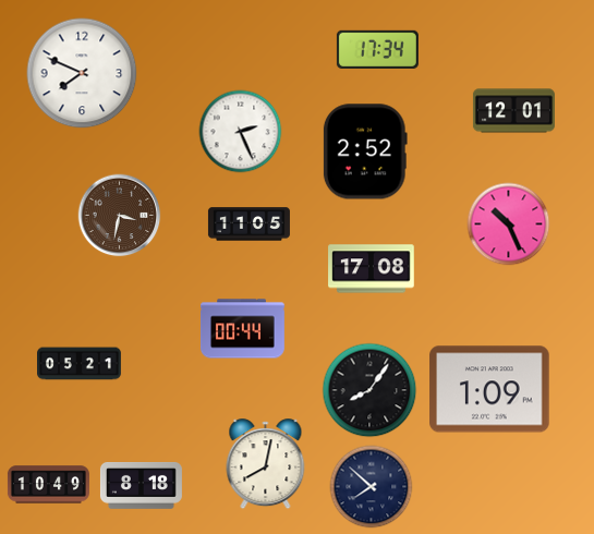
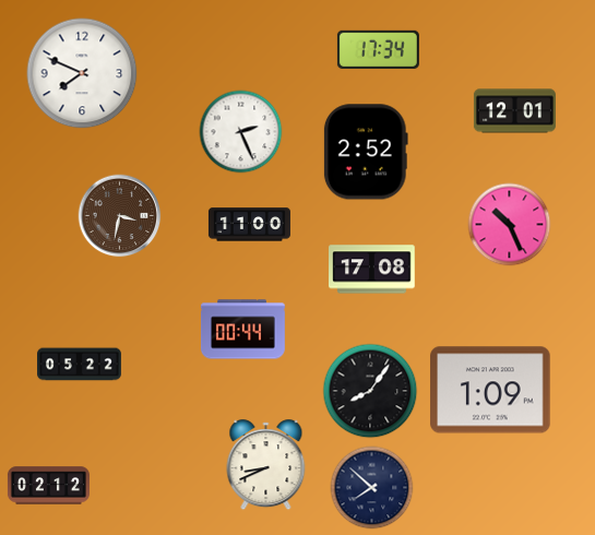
clock at (248, 224): 11:05 -> 11:00
clock at (80, 364): 05:21 -> 05:22
clock at (266, 464): 8:02 -> 8:41
clock at (48, 485): 10:49 -> 02:12
clock at (141, 486): 8:18 -> none
